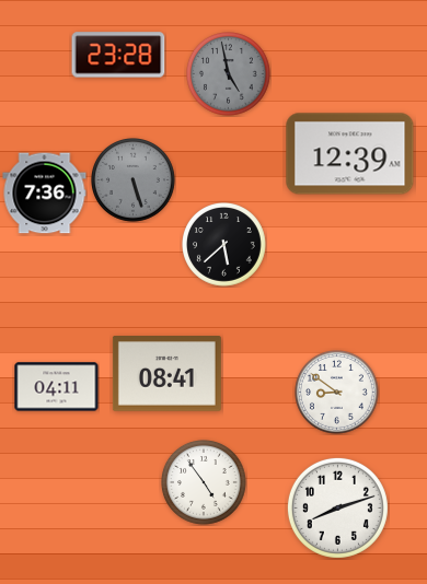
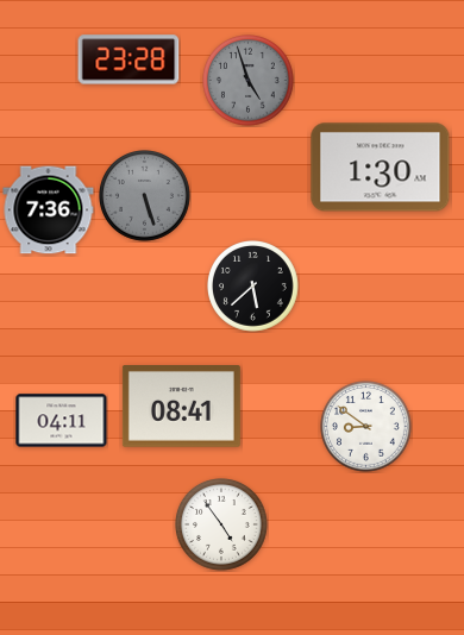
clock at (229, 74): 4:58 -> 4:57
clock at (350, 154): 12:39 -> 1:30
clock at (224, 245) position: (224, 245) -> (253, 287)
clock at (337, 507): 8:12 -> none
